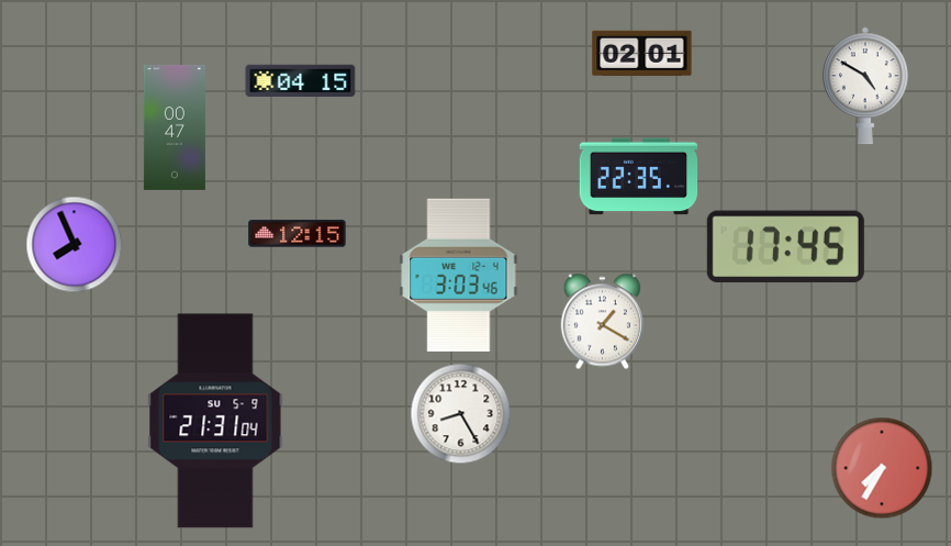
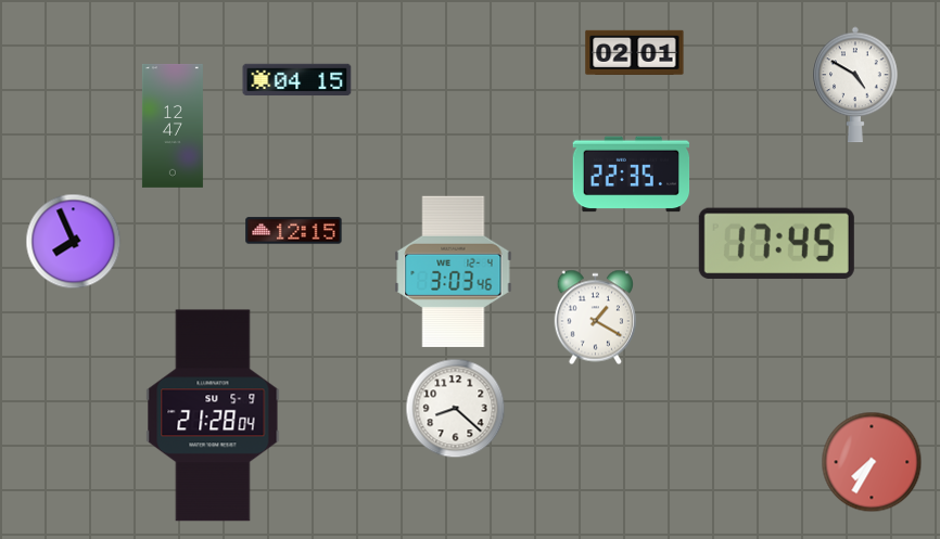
clock at (175, 127): 00:47 -> 12:47
clock at (461, 414): 8:25 -> 8:22
clock at (215, 421): 21:31 -> 21:28
